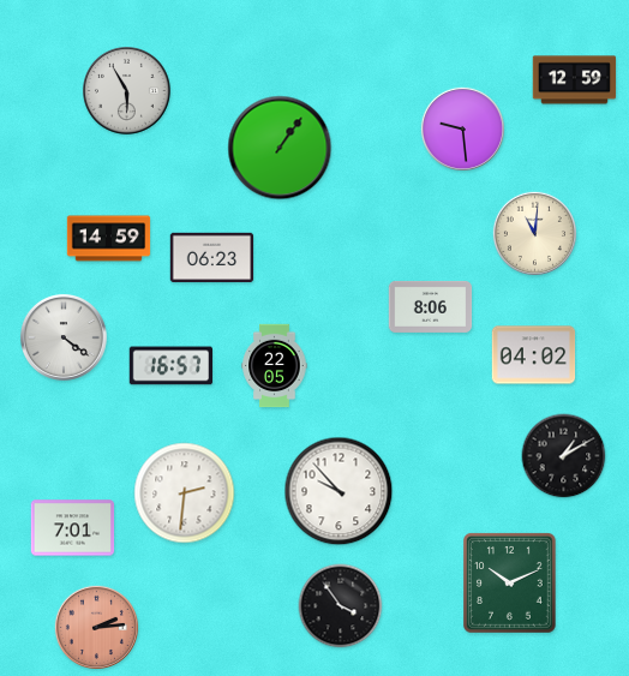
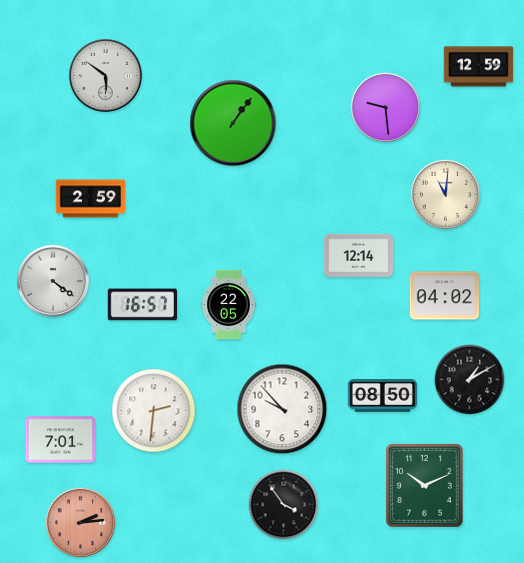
clock at (127, 91): 5:55 -> 5:51
clock at (109, 239): 14:59 -> 2:59
clock at (212, 258): 06:23 -> none
clock at (431, 306): 8:06 -> 12:14
clock at (383, 396): none -> 08:50
